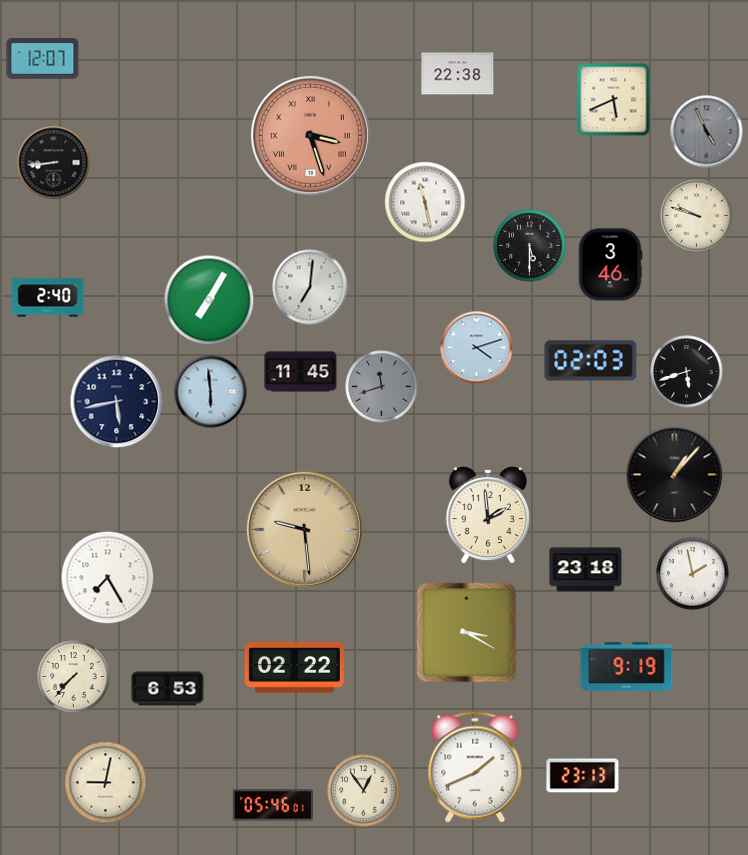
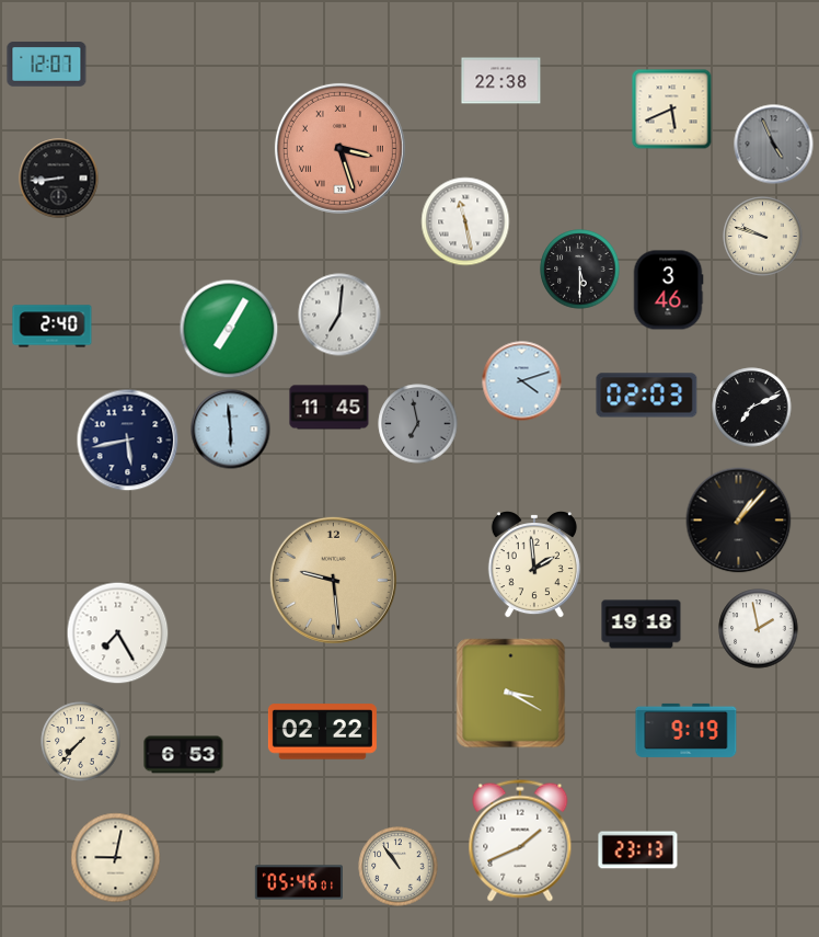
clock at (687, 372): 5:42 -> 7:11
clock at (382, 387): 11:42 -> 6:58
clock at (586, 570): 23:18 -> 19:18
clock at (364, 791): 12:54 -> 10:54
